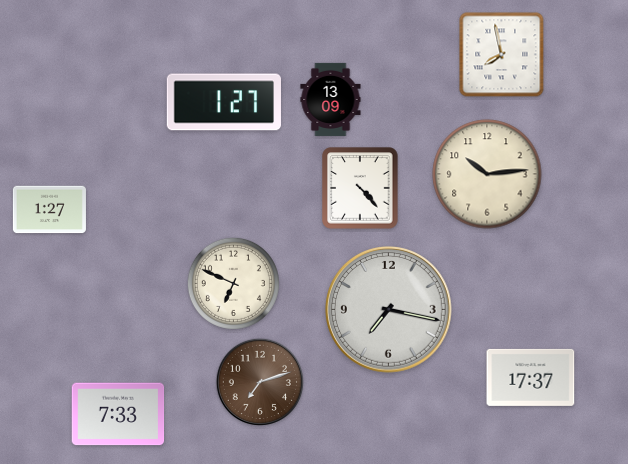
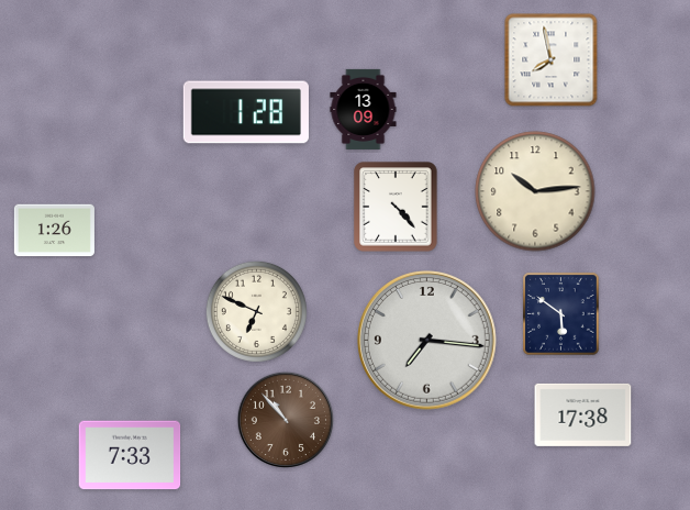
clock at (224, 102): 1:27 -> 1:28
clock at (49, 210): 1:27 -> 1:26
clock at (561, 314): none -> 5:51
clock at (389, 310): 7:17 -> 7:16
clock at (531, 377): 17:37 -> 17:38
clock at (260, 382): 7:12 -> 10:53
